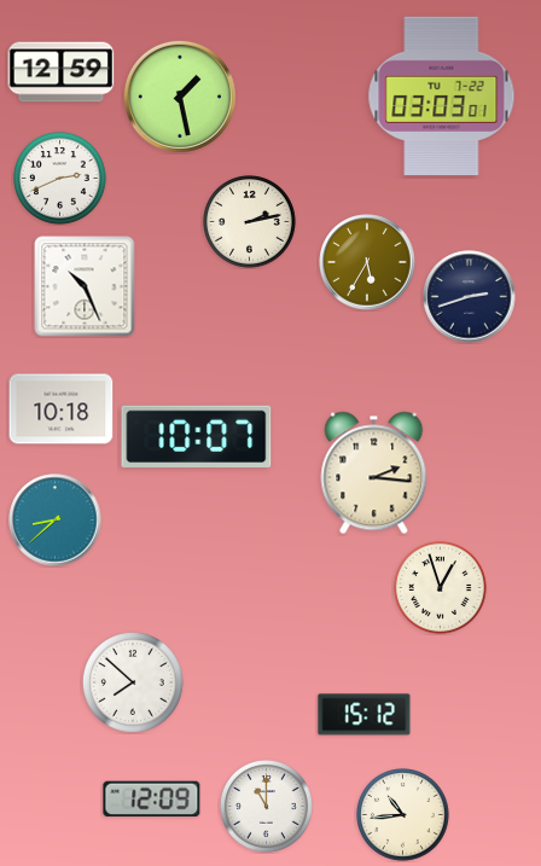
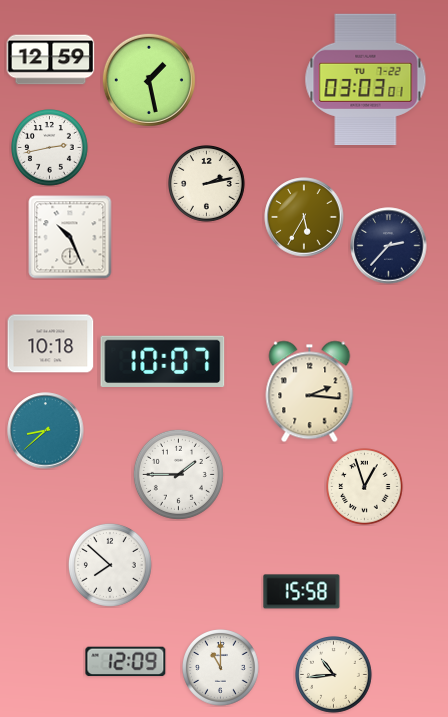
clock at (60, 179): 2:41 -> 2:43
clock at (470, 297): 2:42 -> 2:37
clock at (62, 409) position: (62, 409) -> (51, 344)
clock at (178, 474): none -> 1:45
clock at (365, 715): 15:12 -> 15:58
